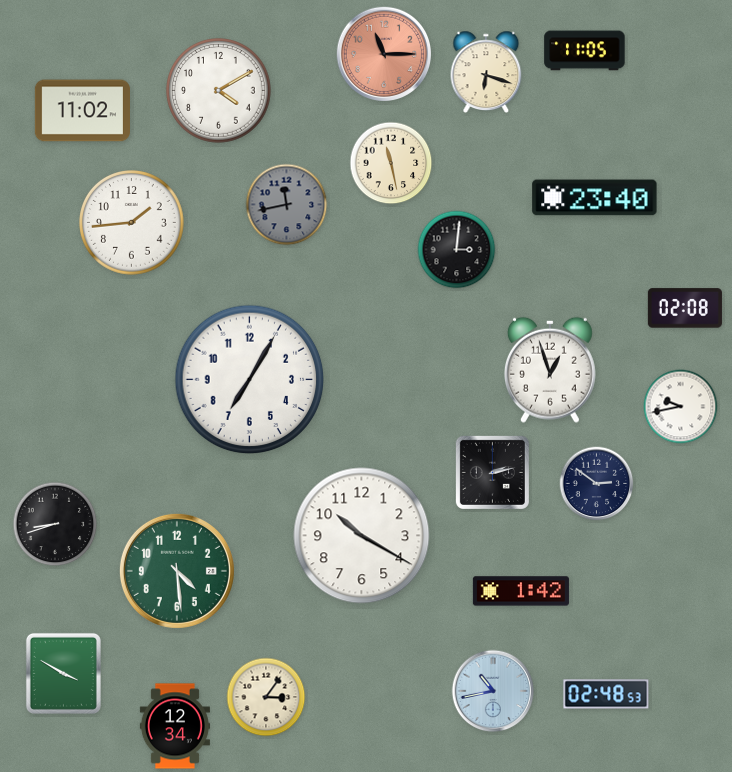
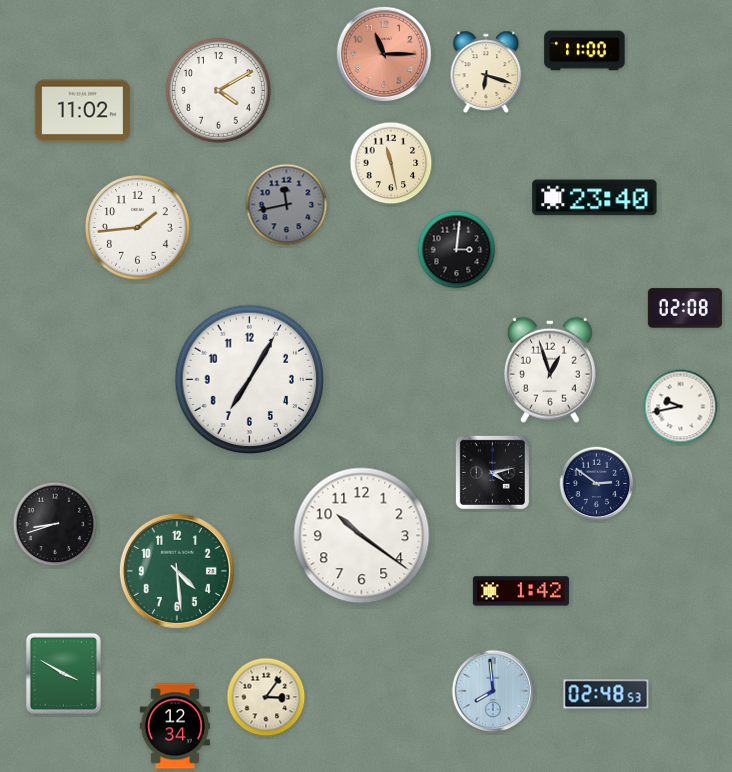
clock at (585, 51): 11:05 -> 11:00
clock at (132, 223) position: (132, 223) -> (138, 228)
clock at (492, 472): 2:13 -> 4:13
clock at (362, 536): 10:20 -> 10:21
clock at (493, 691): 10:43 -> 7:59
